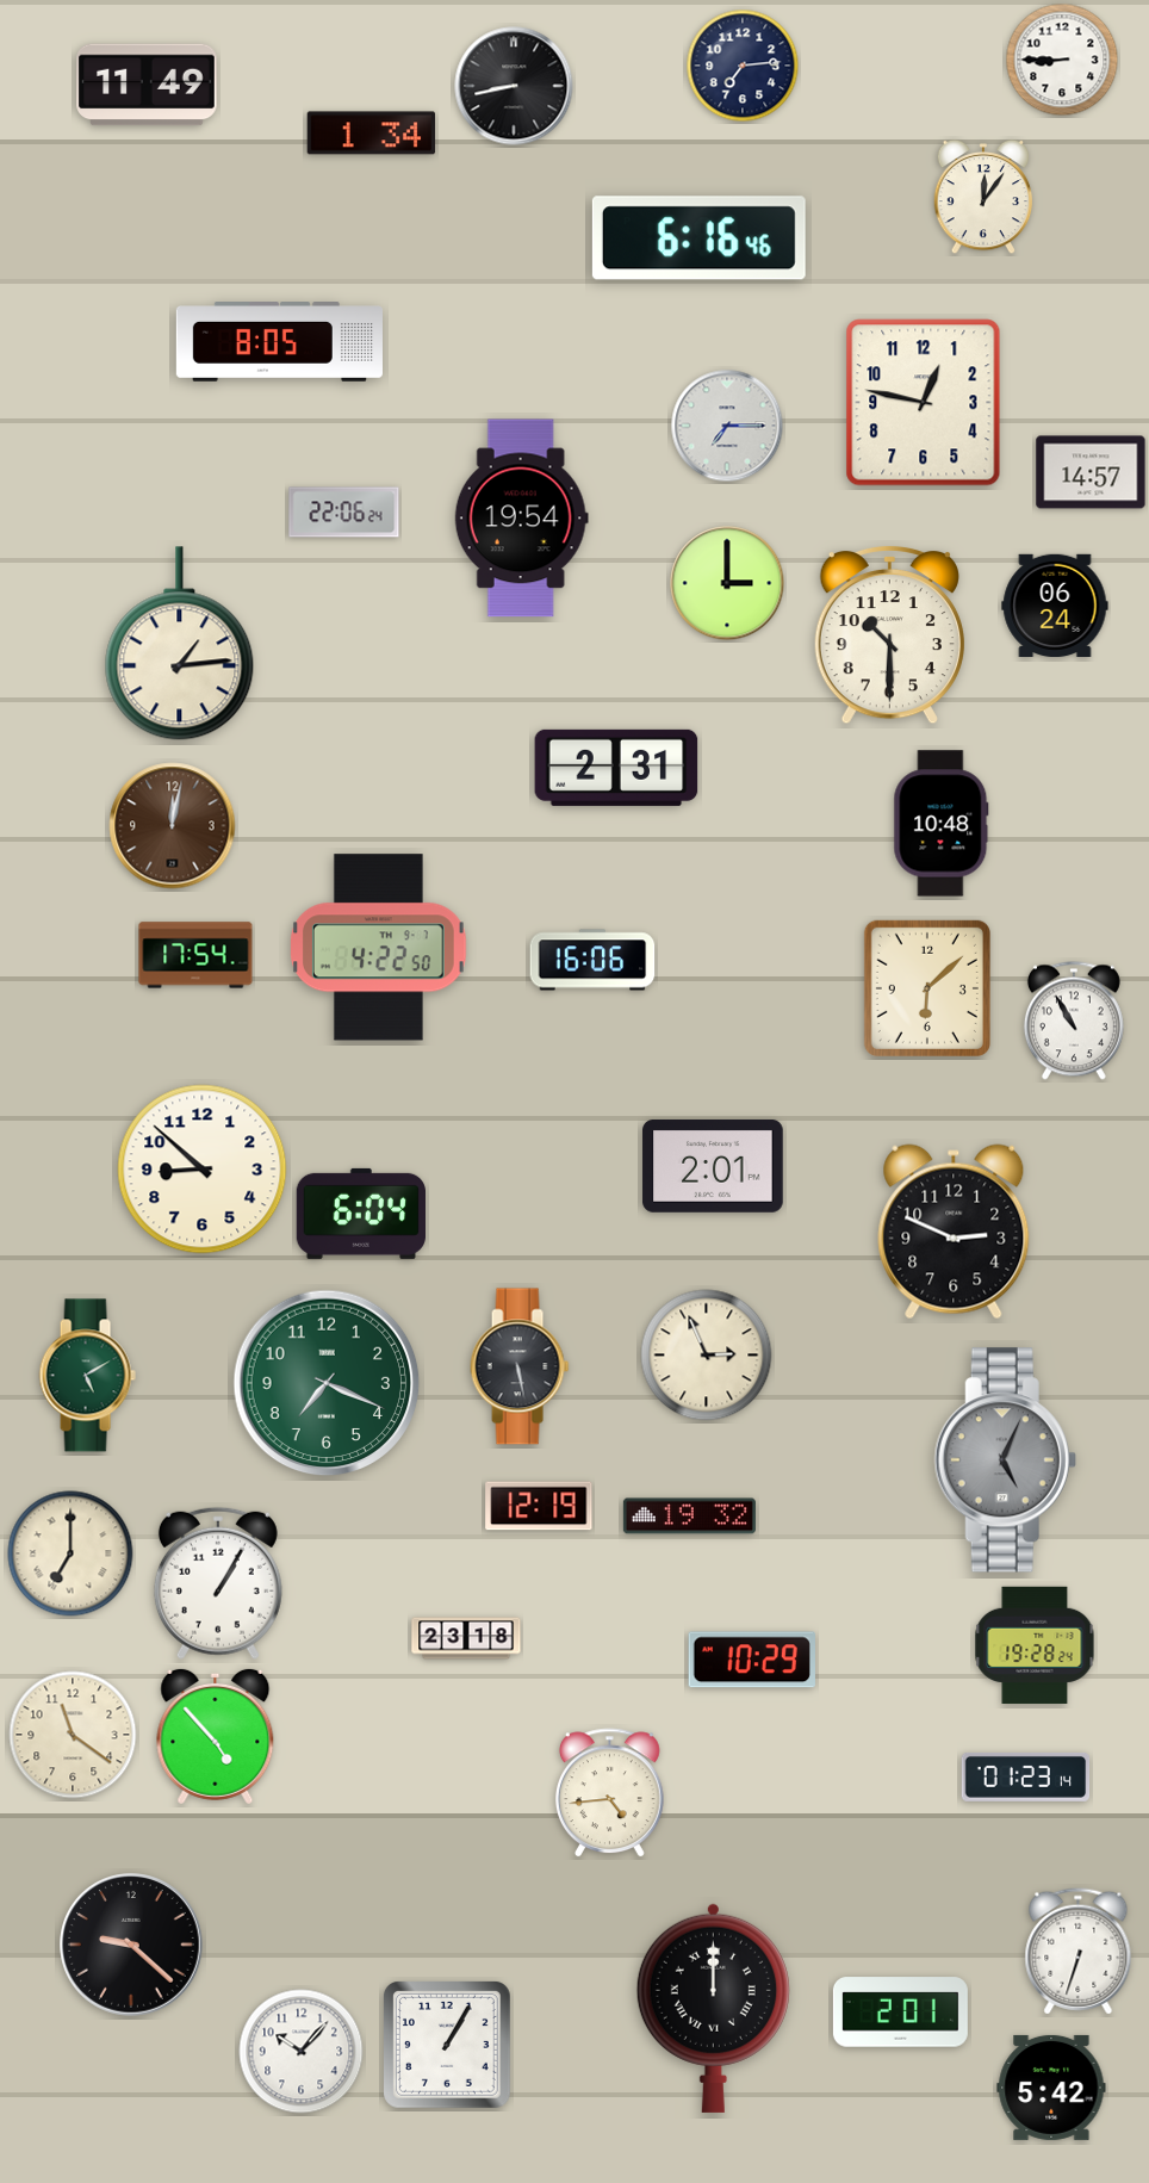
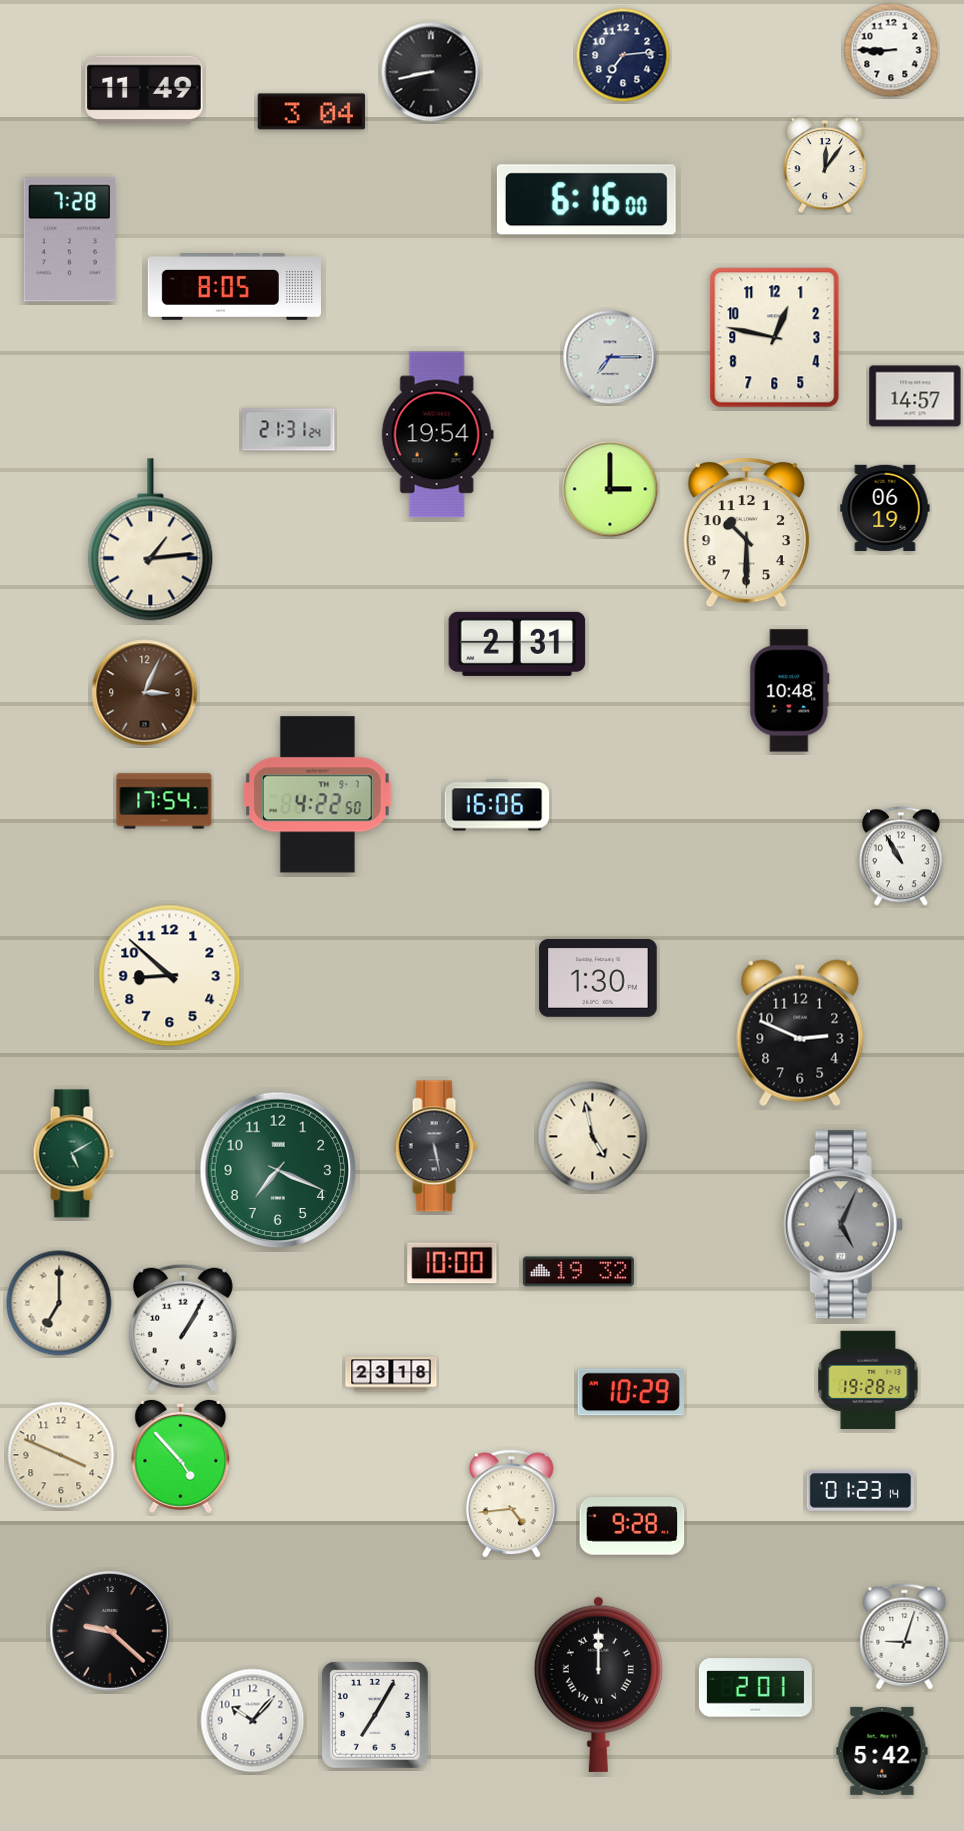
clock at (147, 85) position: (147, 85) -> (144, 90)
clock at (372, 134): 1:34 -> 3:04
clock at (698, 238): 6:16:46 -> 6:16:00
clock at (69, 240): none -> 7:28
clock at (344, 513): 22:06 -> 21:31
clock at (1055, 604): 06:24 -> 06:19
clock at (173, 826): 12:02 -> 3:04
clock at (927, 988): 6:08 -> none
clock at (713, 1167): 2:01 -> 1:30
clock at (203, 1170) position: (203, 1170) -> (170, 976)
clock at (360, 1214): 6:04 -> none
clock at (707, 1356): 2:56 -> 4:58
clock at (327, 1383) position: (327, 1383) -> (278, 1170)
clock at (539, 1506): 12:19 -> 10:00
clock at (73, 1735): 11:21 -> 3:49
clock at (632, 1526): none -> 9:28
clock at (1079, 1952): 6:33 -> 9:03
clock at (448, 2046): 1:05 -> 7:05
